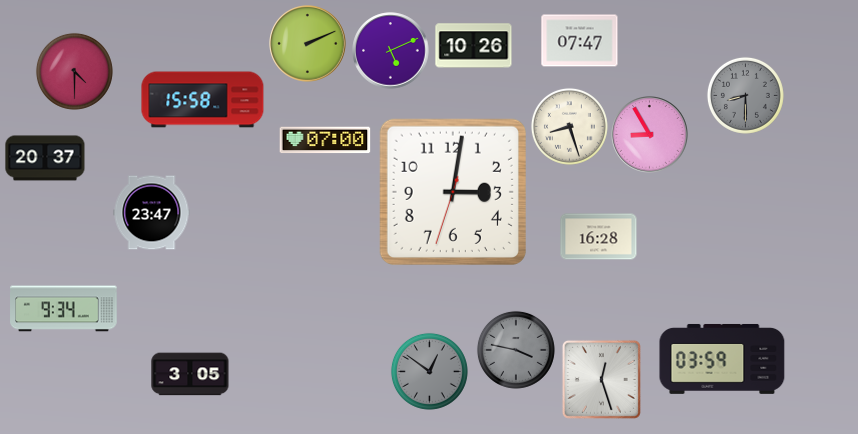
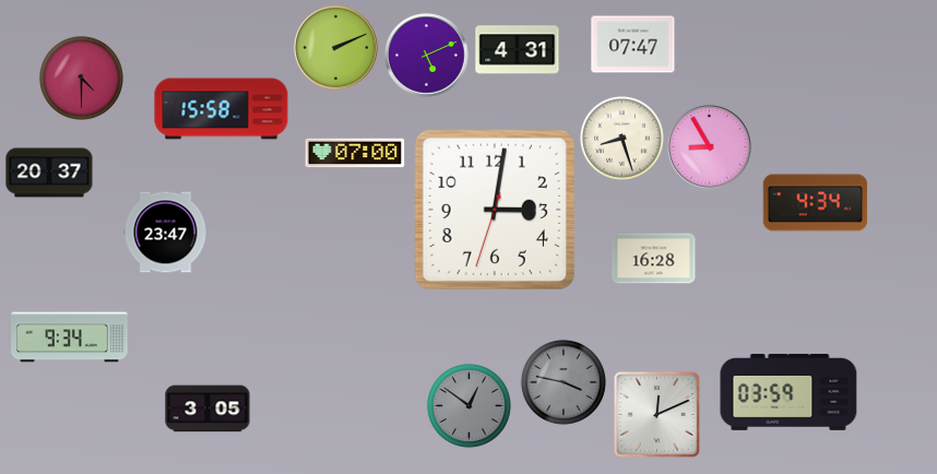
clock at (474, 46): 10:26 -> 4:31
clock at (745, 95): 8:30 -> none
clock at (816, 203): none -> 4:34
clock at (601, 379): 12:27 -> 12:11
